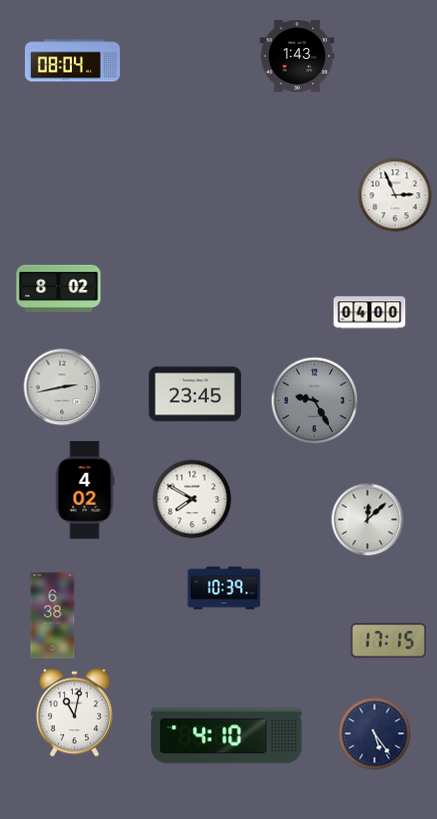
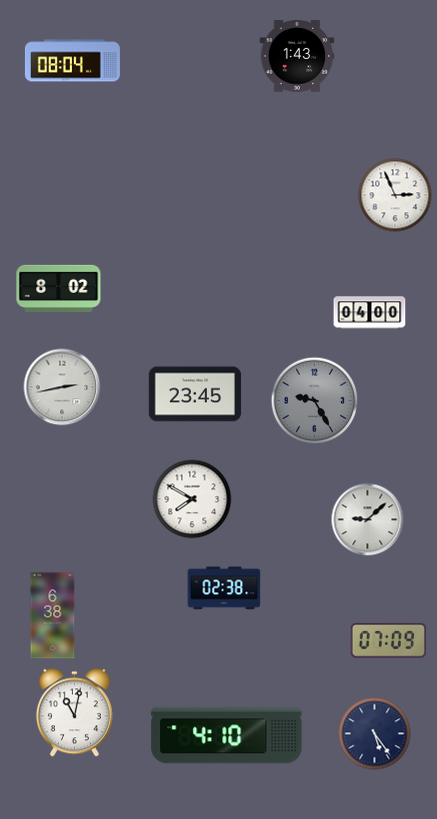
clock at (85, 490): 4:02 -> none
clock at (368, 520): 12:08 -> 9:08
clock at (224, 588): 10:39 -> 02:38
clock at (388, 641): 17:15 -> 07:09
